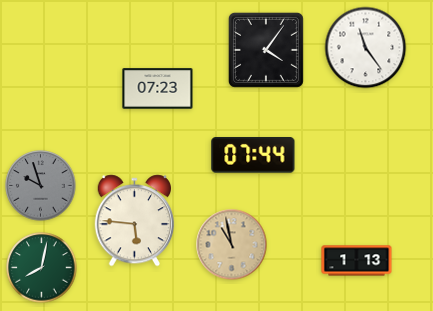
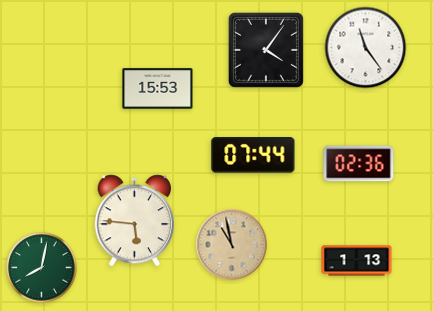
clock at (158, 89): 07:23 -> 15:53
clock at (359, 164): none -> 02:36
clock at (41, 186): 9:57 -> none
